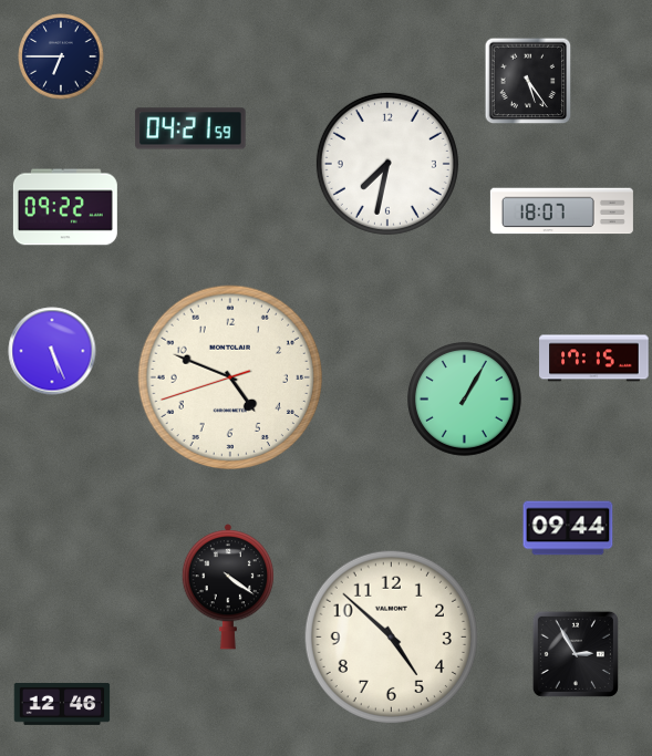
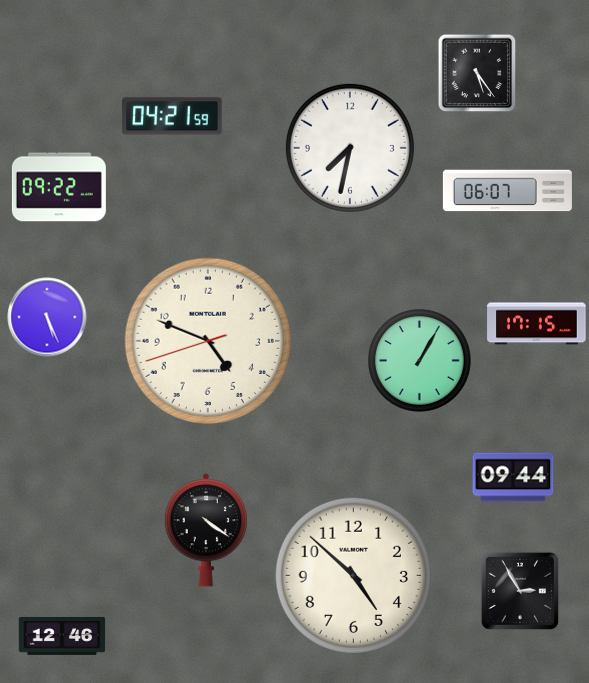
clock at (61, 56): 6:45 -> none
clock at (561, 211): 18:07 -> 06:07
clock at (62, 704) position: (62, 704) -> (62, 636)
